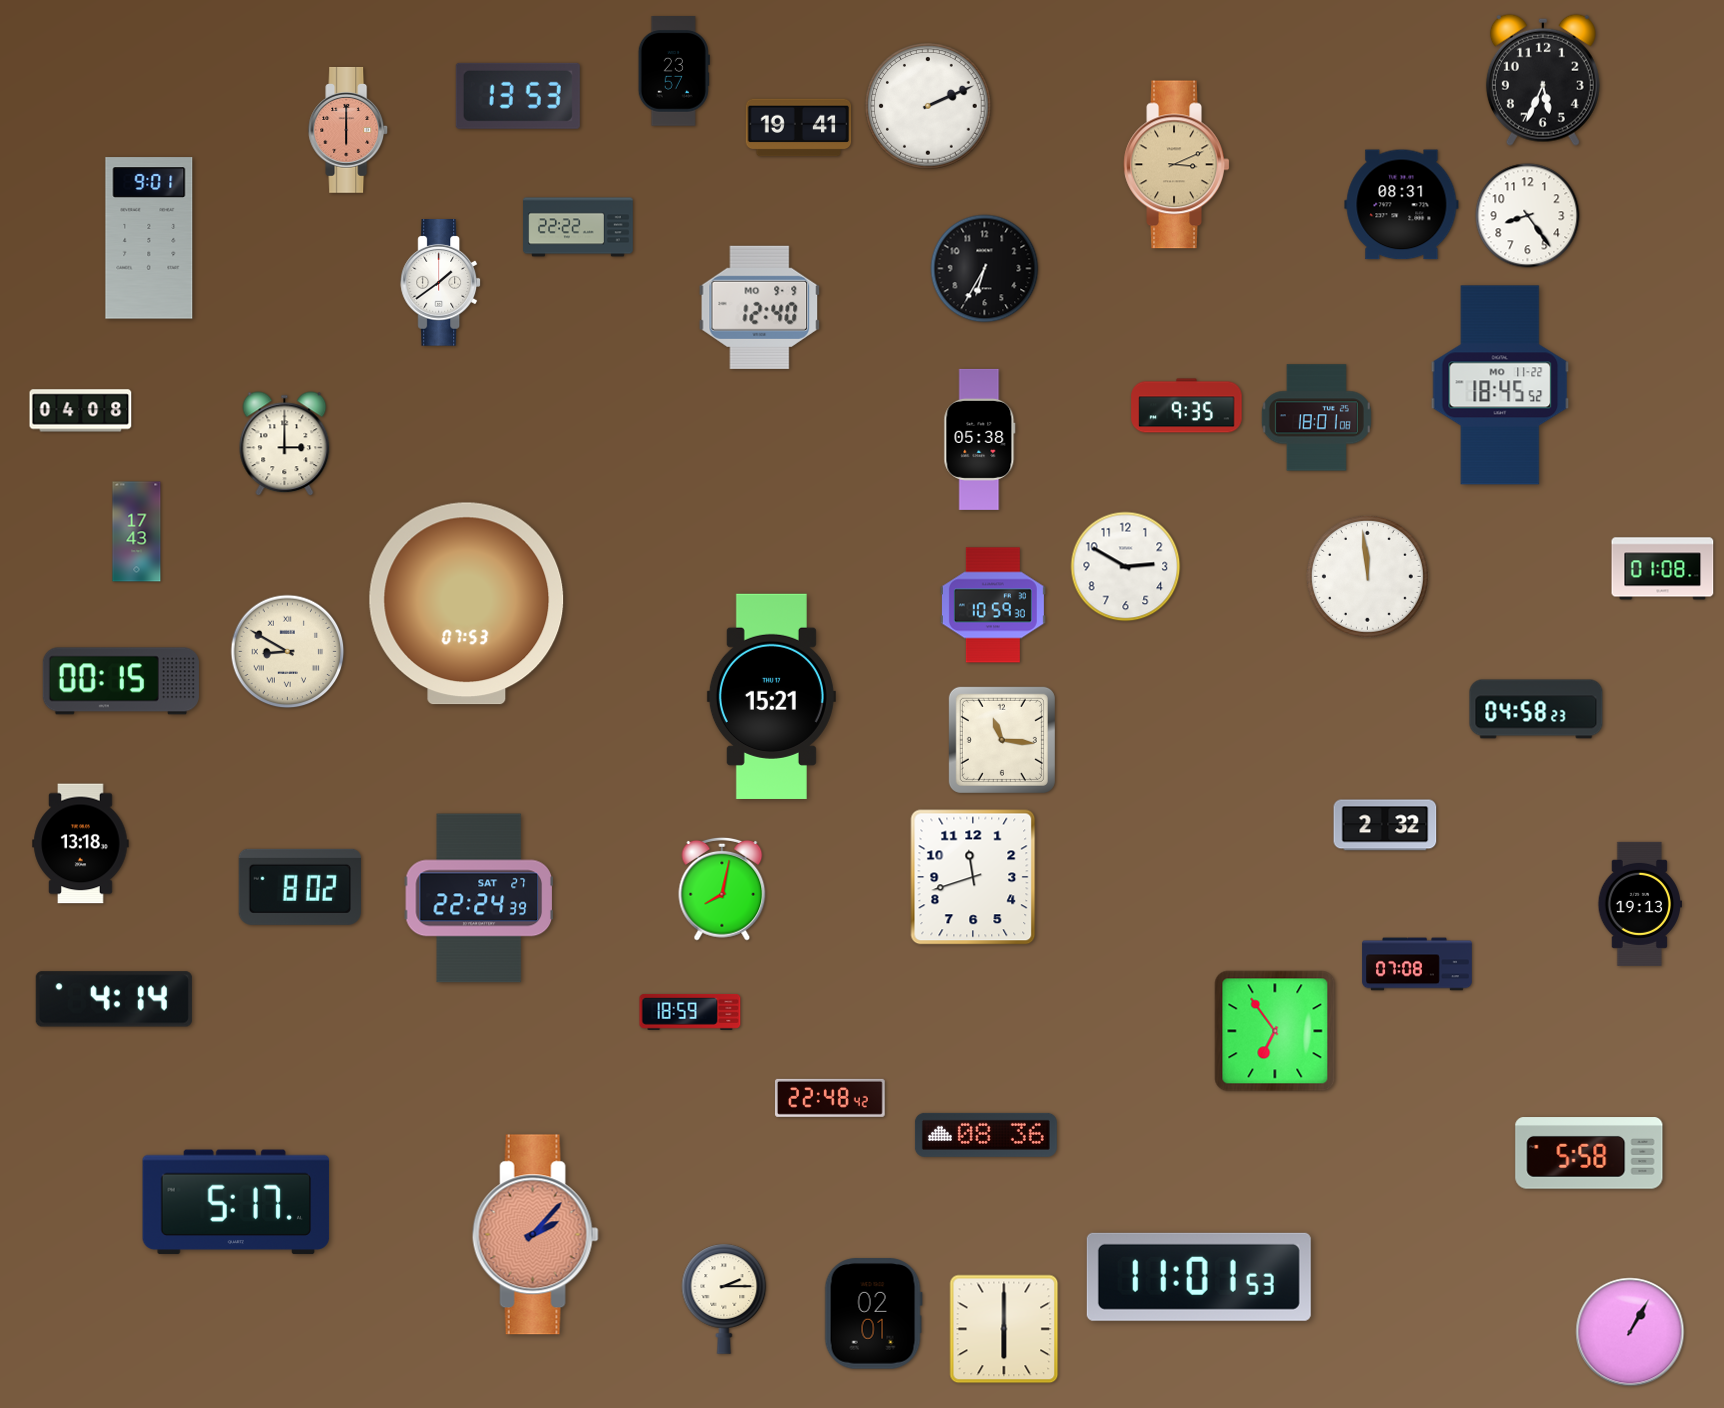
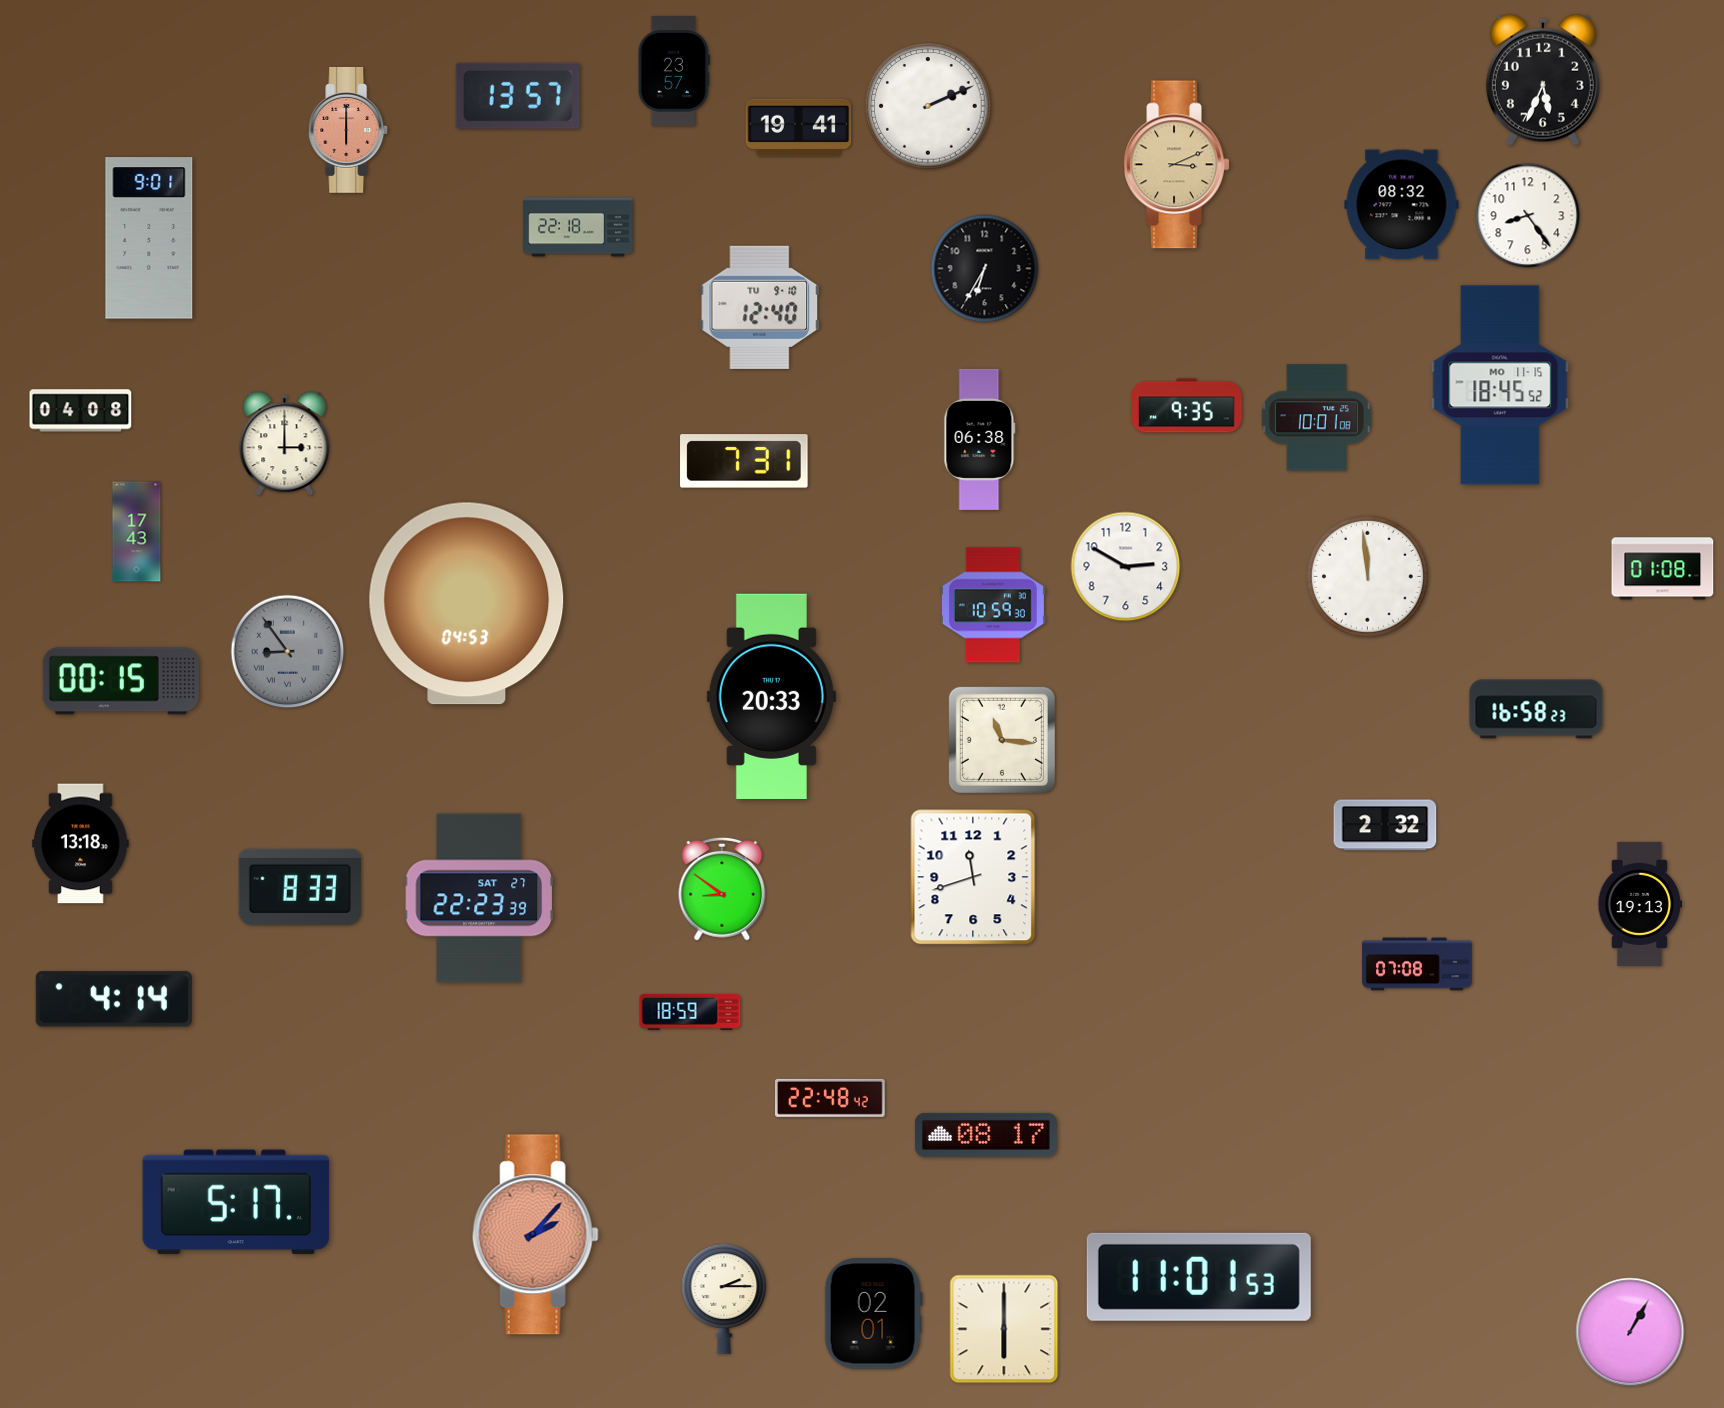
clock at (518, 96): 13:53 -> 13:57
clock at (1402, 205): 08:31 -> 08:32
clock at (578, 227): 22:22 -> 22:18
clock at (441, 283): 1:39 -> none
clock at (760, 307) date: MO 9-9 -> TU 9-10
clock at (1500, 385) date: MO 11-22 -> MO 11-15
clock at (1316, 418): 18:01 -> 10:01
clock at (980, 439): 05:38 -> 06:38
clock at (744, 461): none -> 7:31
clock at (467, 604): 07:53 -> 04:53
clock at (288, 652): 8:50 -> 8:54
clock at (288, 652) dial: cream -> grey
clock at (771, 696): 15:21 -> 20:33
clock at (1536, 709): 04:58 -> 16:58
clock at (300, 887): 8:02 -> 8:33
clock at (722, 889): 8:02 -> 8:51
clock at (478, 898): 22:24 -> 22:23
clock at (1275, 1031): 6:54 -> none
clock at (986, 1135): 08:36 -> 08:17
clock at (1589, 1153): 5:58 -> none
